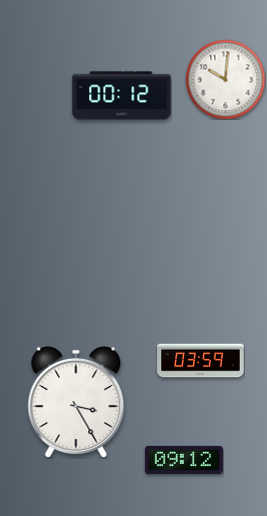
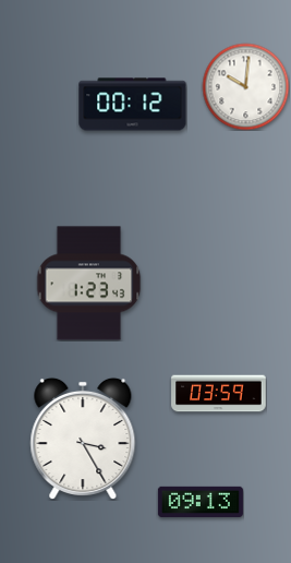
clock at (89, 284): none -> 1:23
clock at (184, 460): 09:12 -> 09:13
